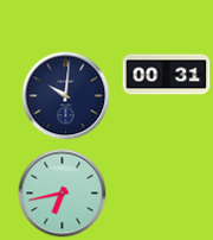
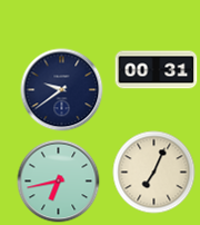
clock at (66, 96): 10:01 -> 9:39
clock at (154, 173): none -> 7:04
